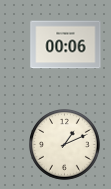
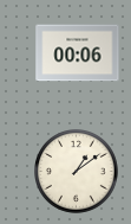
clock at (65, 145): 1:11 -> 1:09
